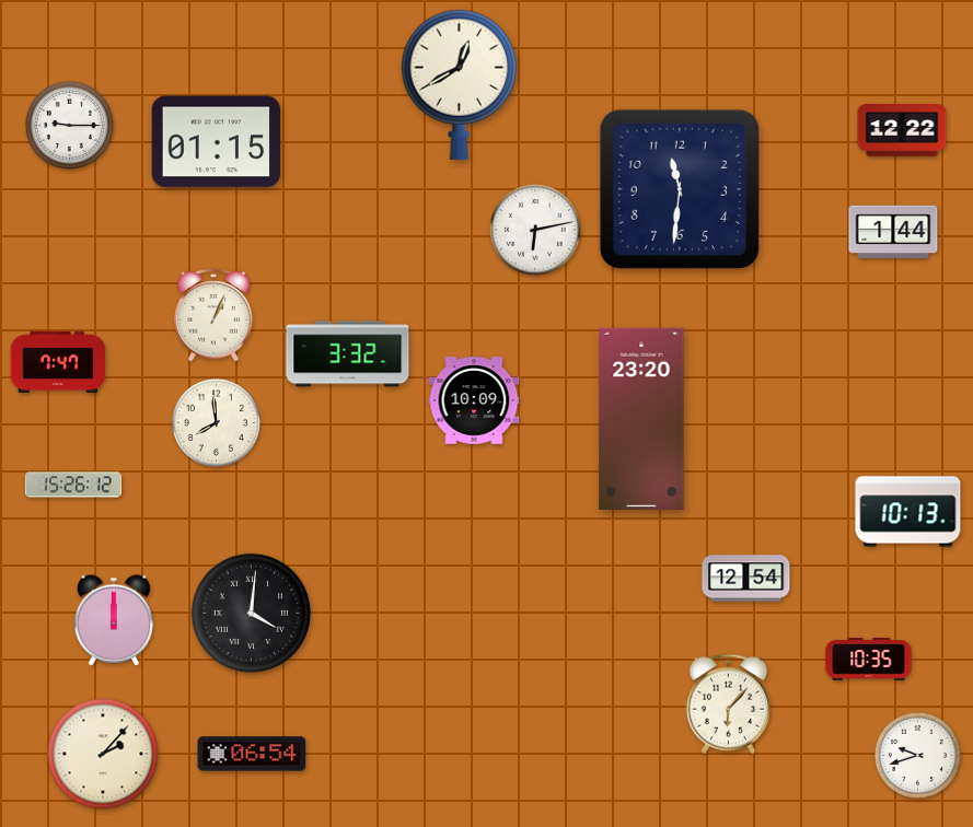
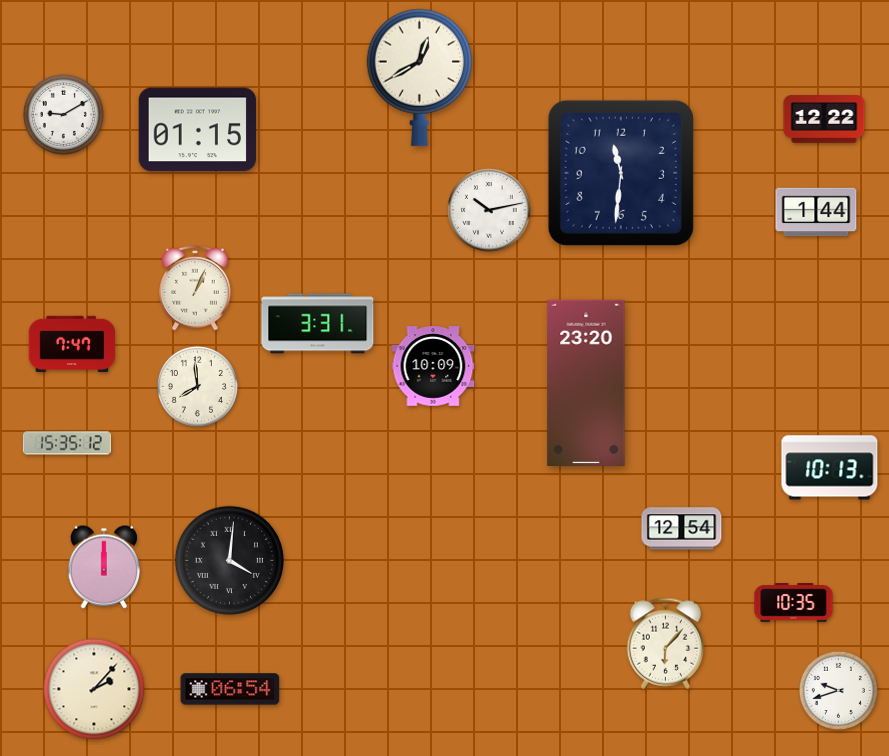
clock at (69, 125): 9:15 -> 9:10
clock at (536, 231): 6:13 -> 10:13
clock at (348, 354): 3:32 -> 3:31
clock at (58, 361) position: (58, 361) -> (72, 343)
clock at (73, 485): 15:26 -> 15:35
